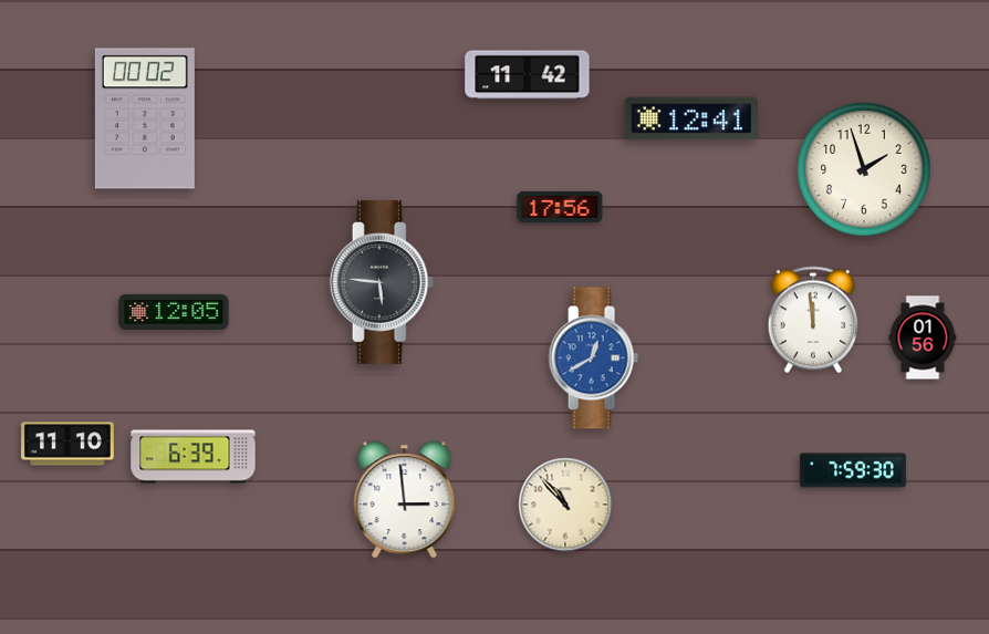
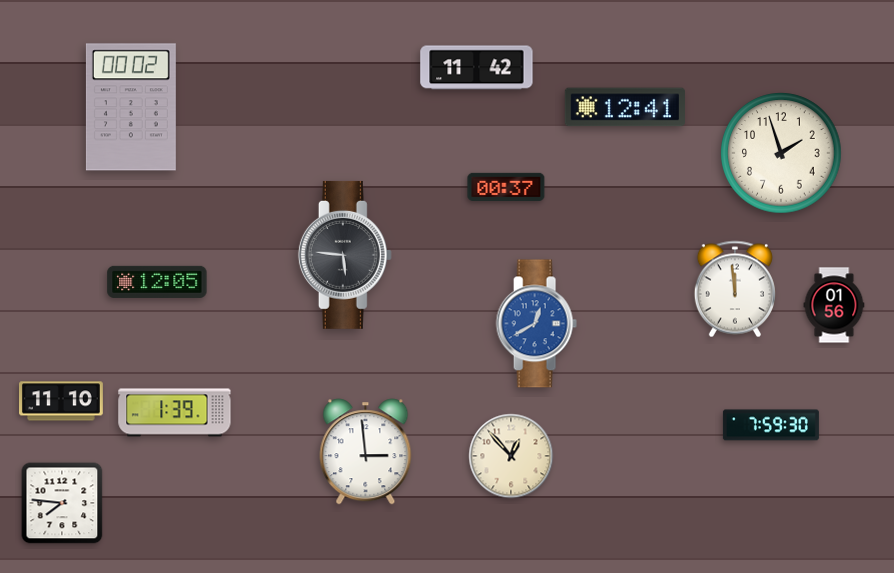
clock at (560, 207): 17:56 -> 00:37
clock at (194, 457): 6:39 -> 1:39
clock at (565, 505): 10:53 -> 12:53
clock at (62, 503): none -> 7:46
